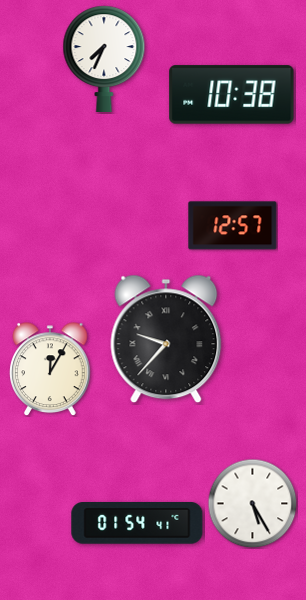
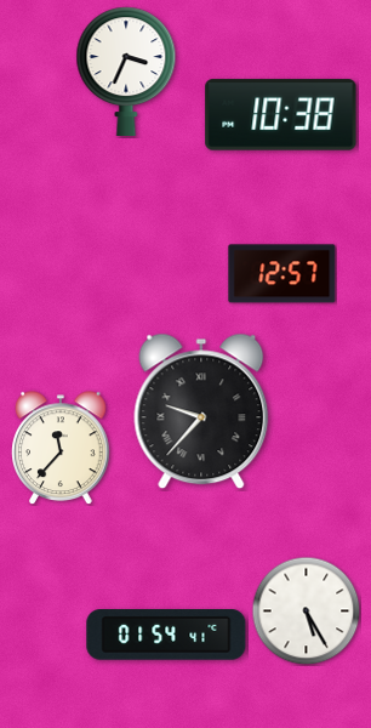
clock at (104, 58): 7:34 -> 3:34
clock at (50, 369): 12:05 -> 11:37
